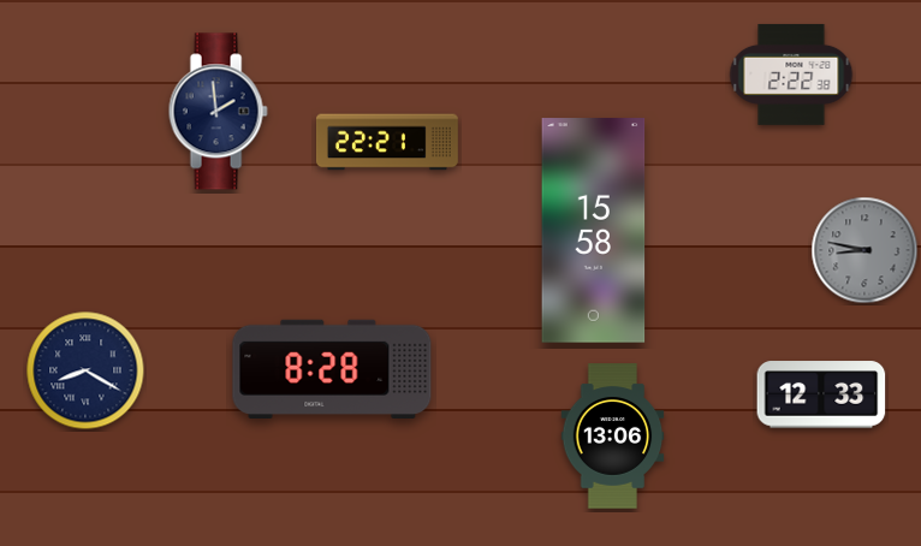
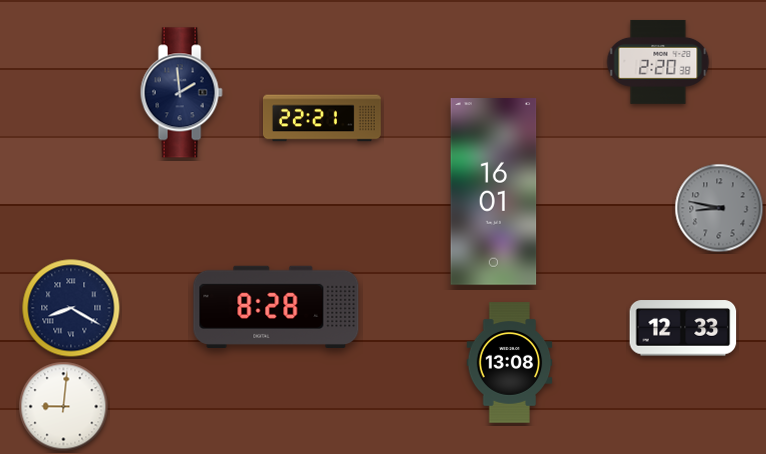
clock at (791, 75): 2:22 -> 2:20
clock at (594, 231): 15:58 -> 16:01
clock at (613, 437): 13:06 -> 13:08
clock at (64, 407): none -> 9:01
